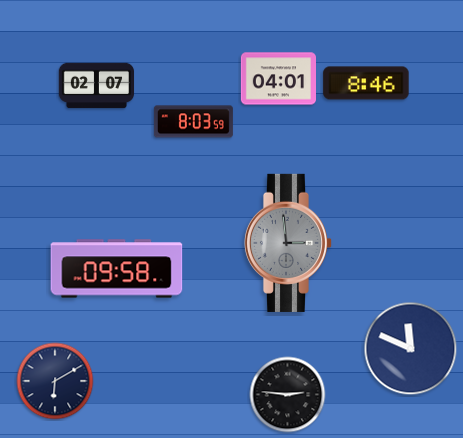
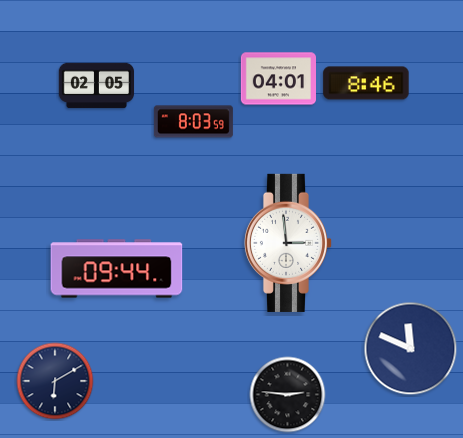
clock at (97, 86): 02:07 -> 02:05
clock at (288, 243) dial: grey -> white
clock at (117, 269): 09:58 -> 09:44
